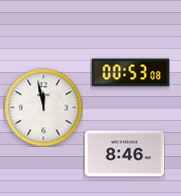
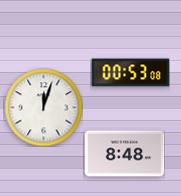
clock at (43, 107): 11:58 -> 12:03
clock at (124, 154): 8:46 -> 8:48
